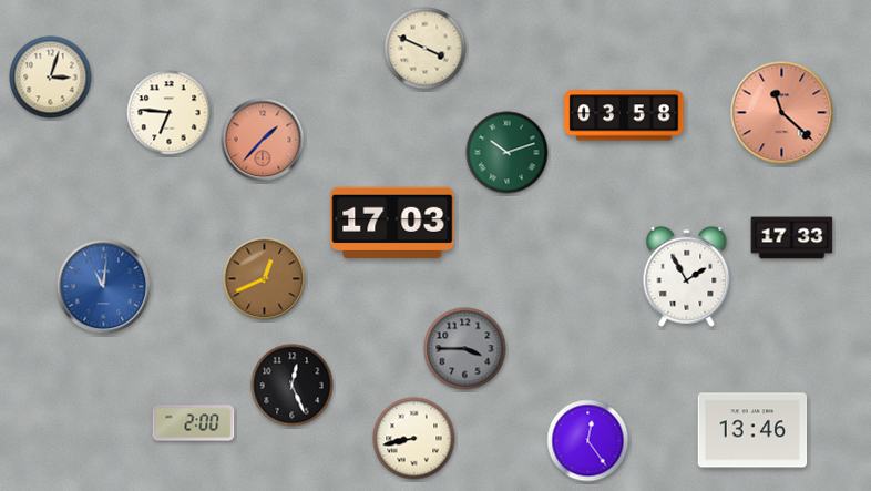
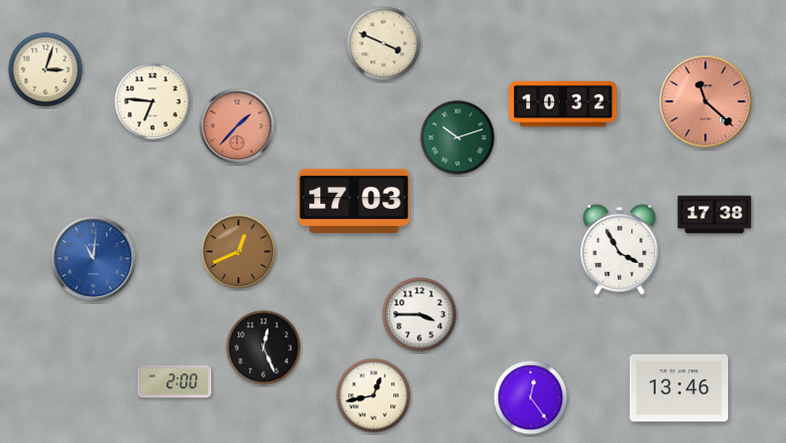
clock at (624, 115): 03:58 -> 10:32
clock at (792, 238): 17:33 -> 17:38
clock at (687, 276): 1:55 -> 3:55
clock at (465, 349) dial: grey -> white
clock at (414, 439): 8:43 -> 12:43
